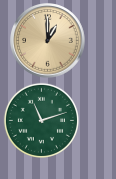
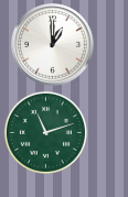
clock at (48, 41) dial: champagne -> white
